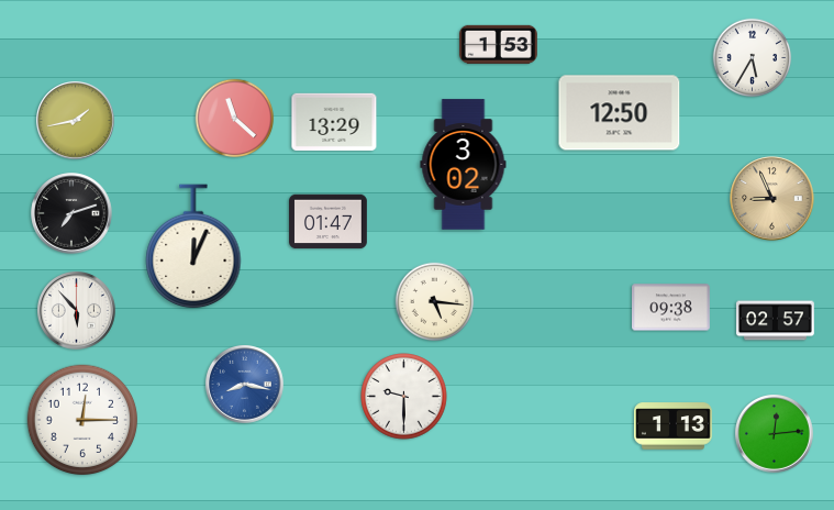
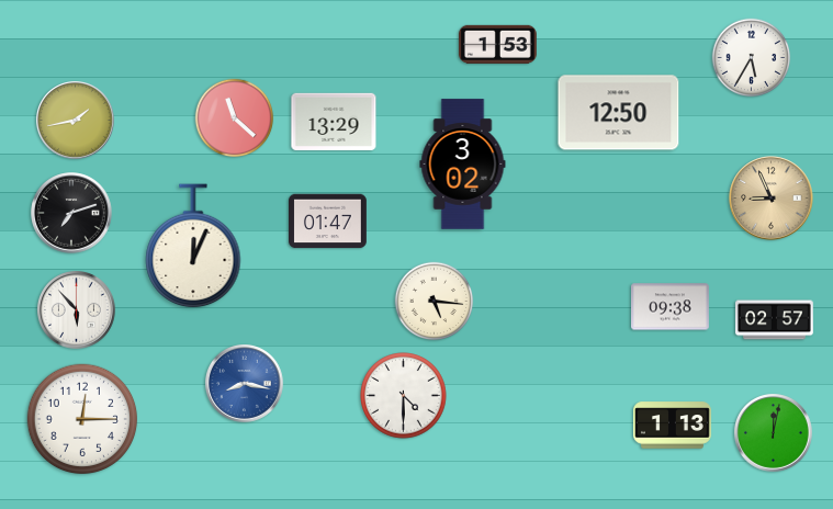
clock at (404, 397): 9:30 -> 4:30
clock at (775, 434): 12:14 -> 12:02
